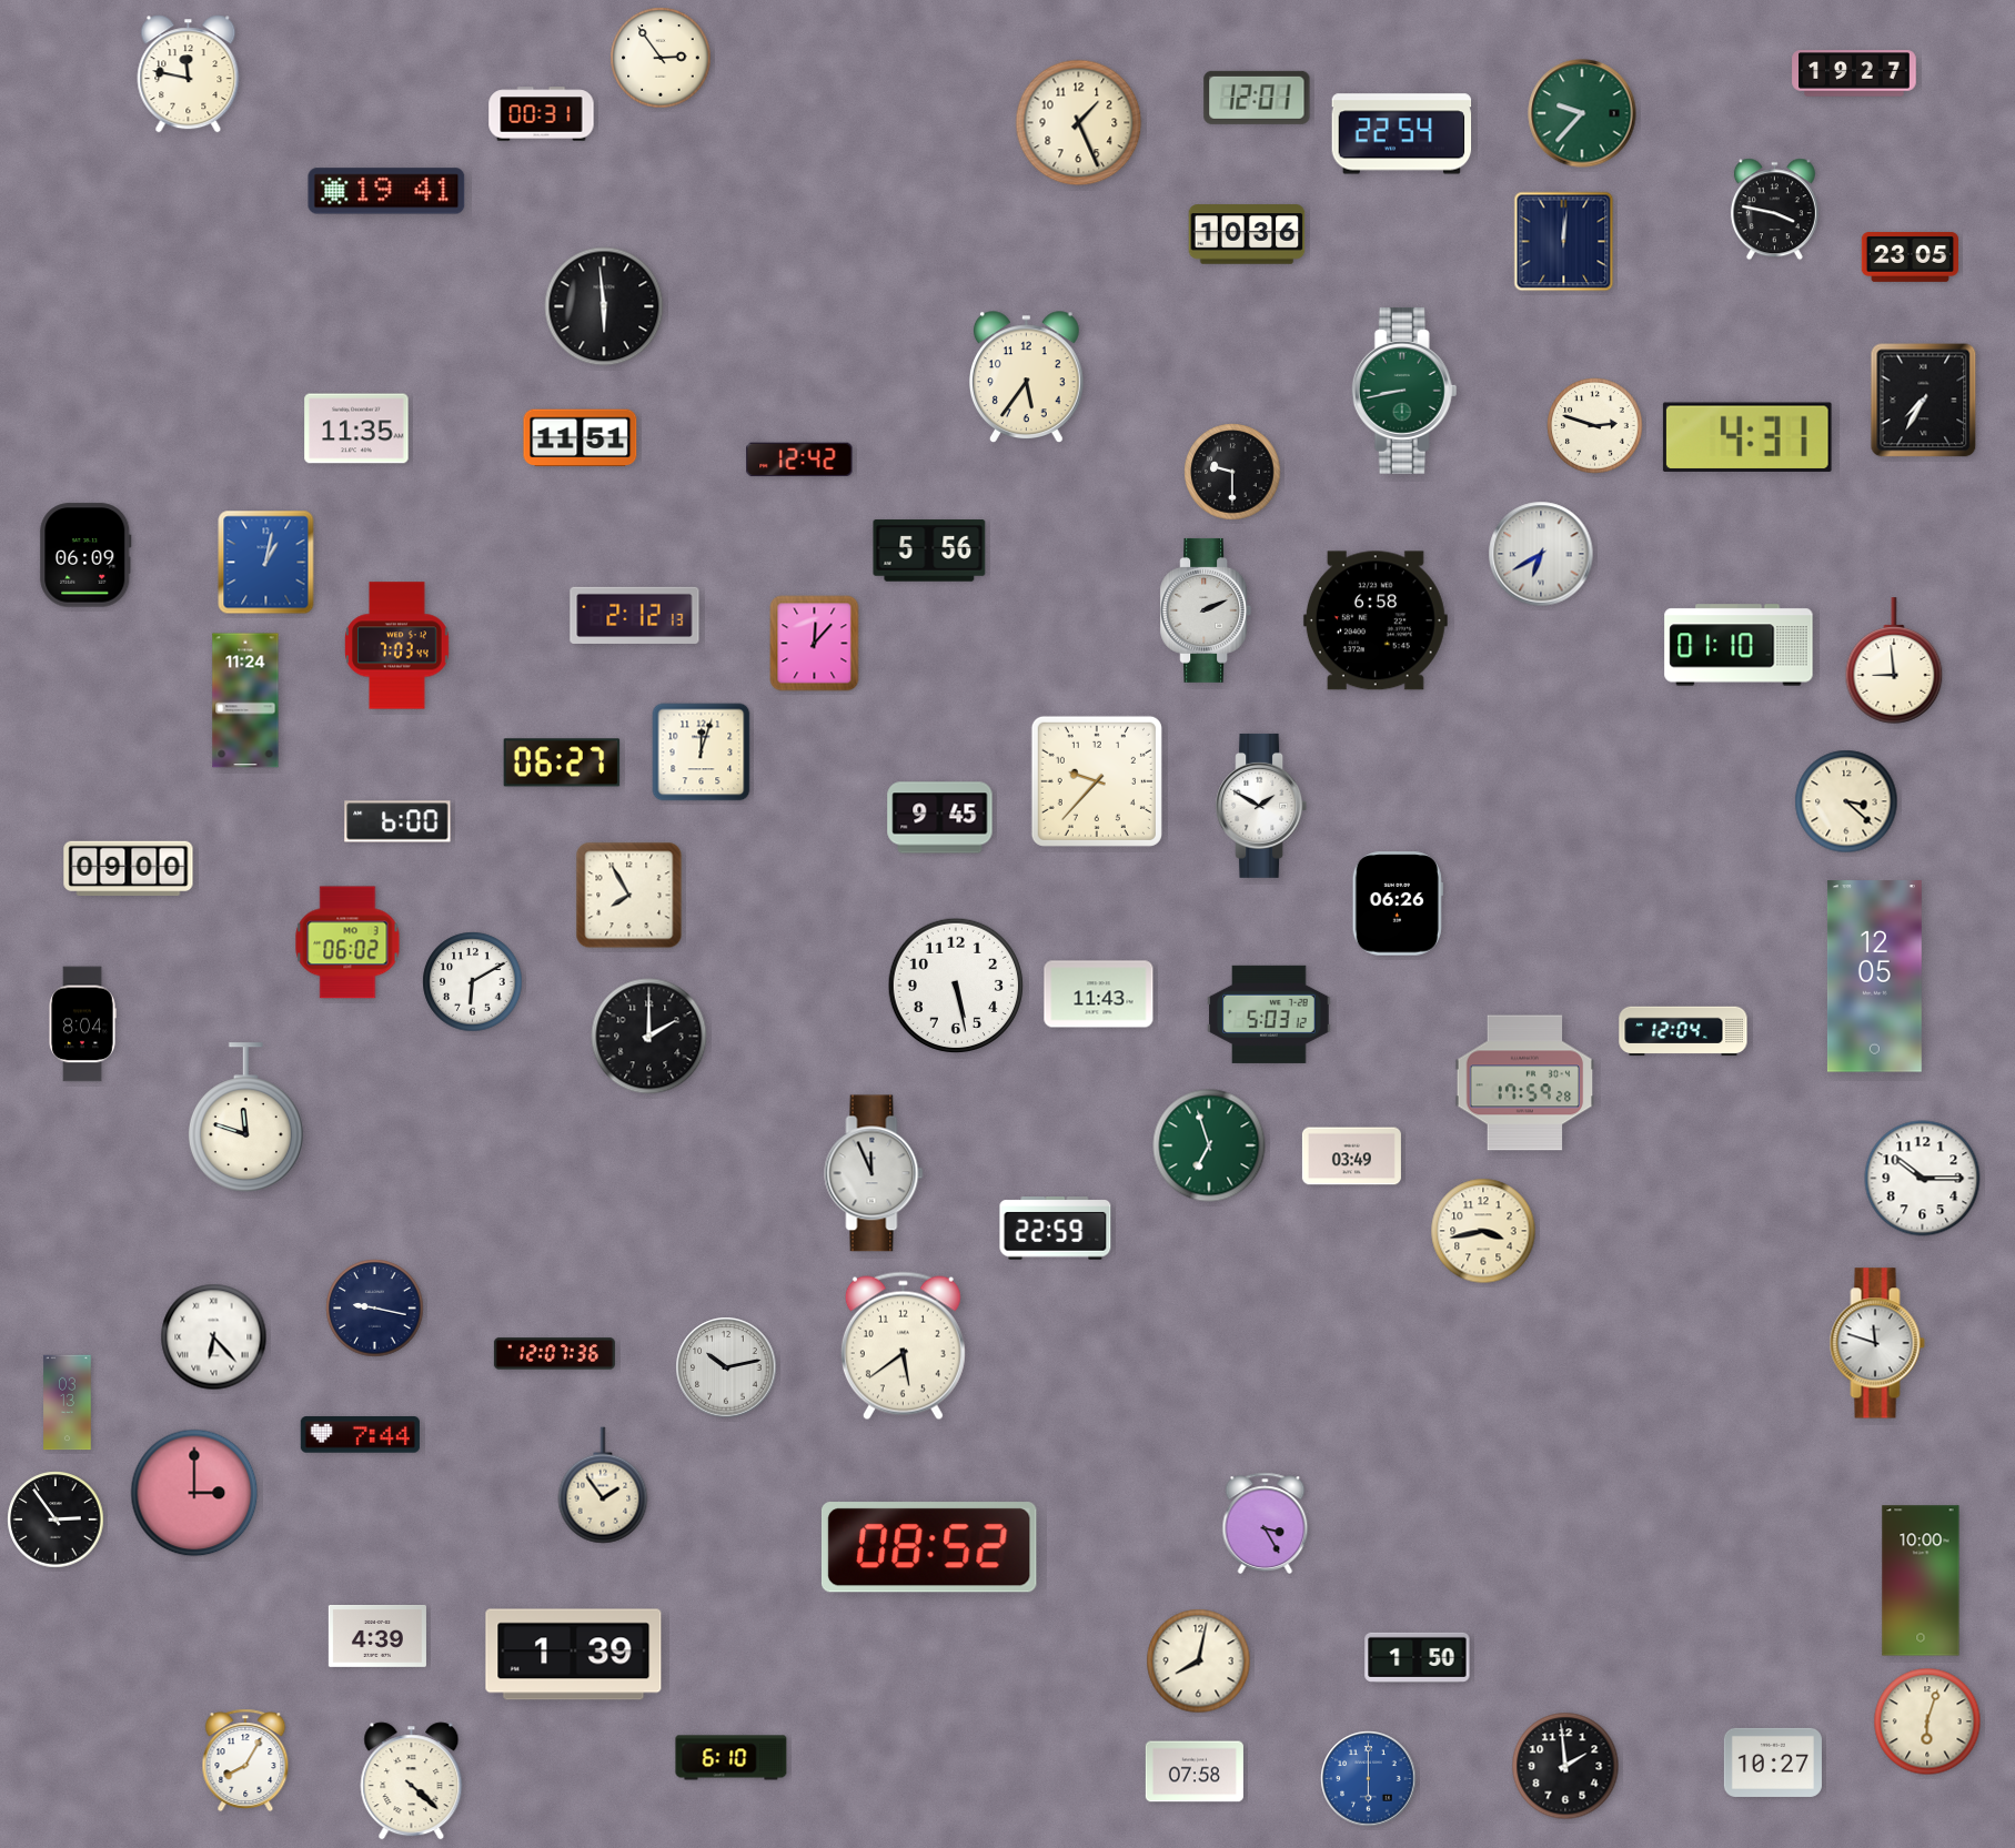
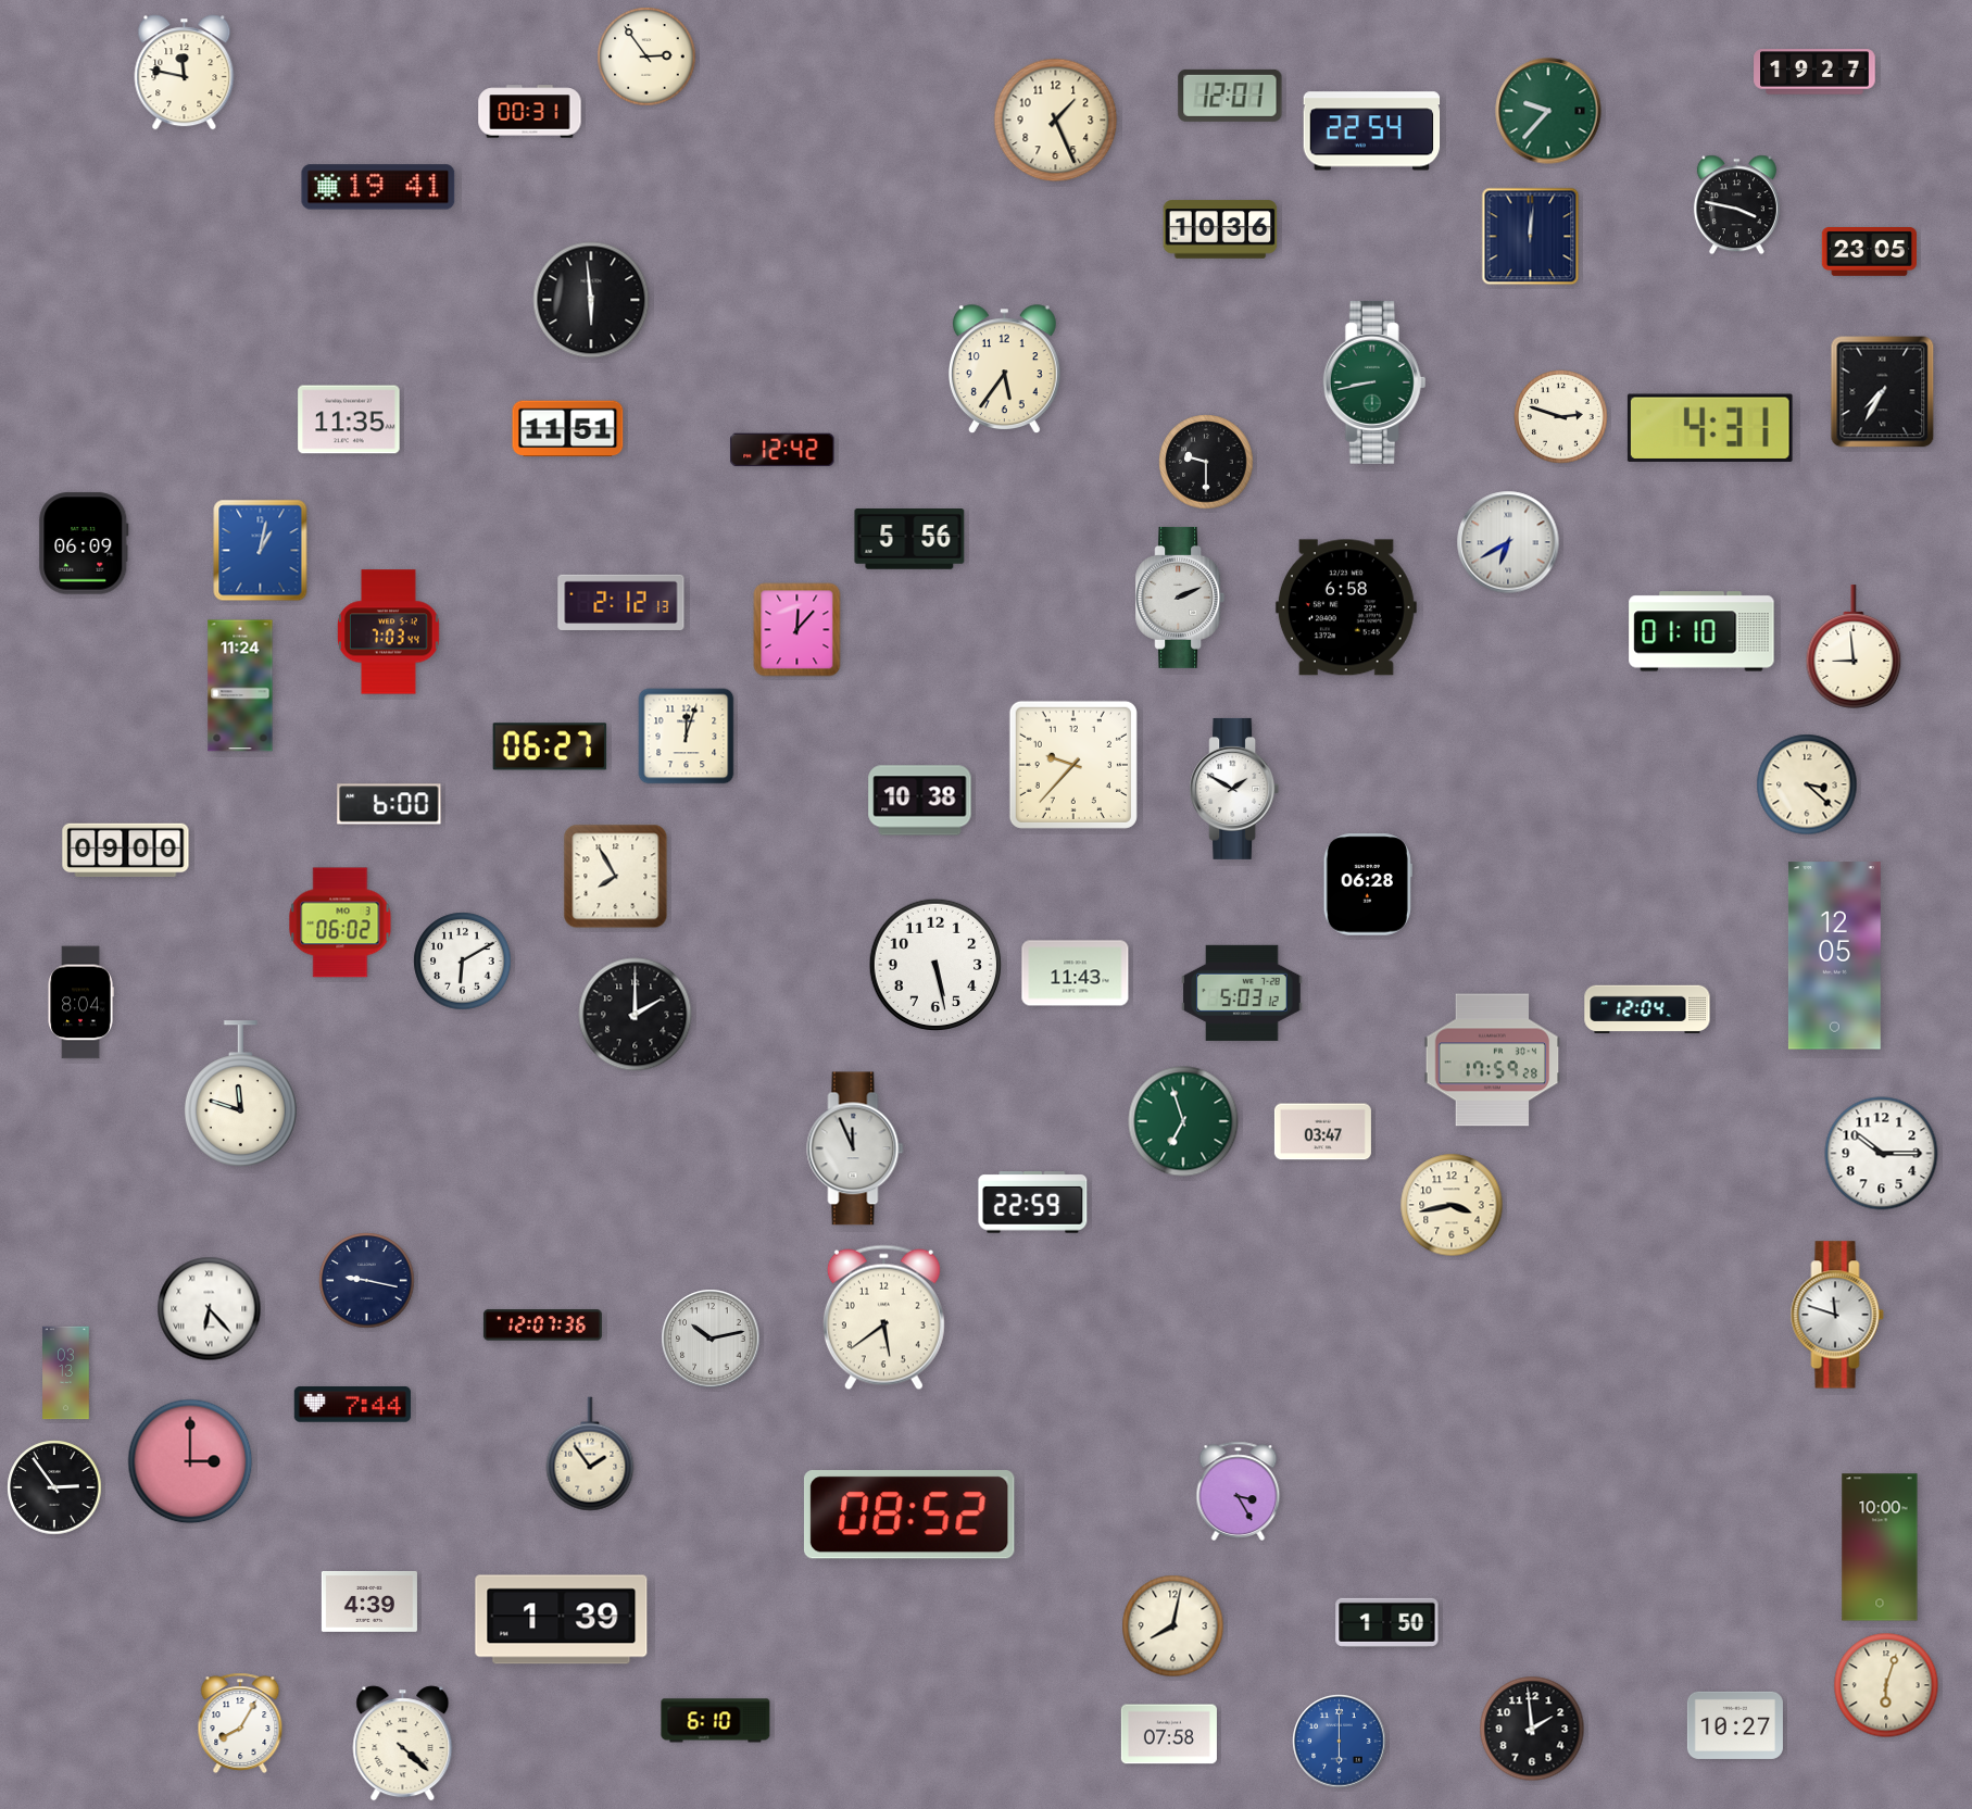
clock at (940, 818): 9:45 -> 10:38
clock at (1398, 903): 06:26 -> 06:28
clock at (1351, 1157): 03:49 -> 03:47
